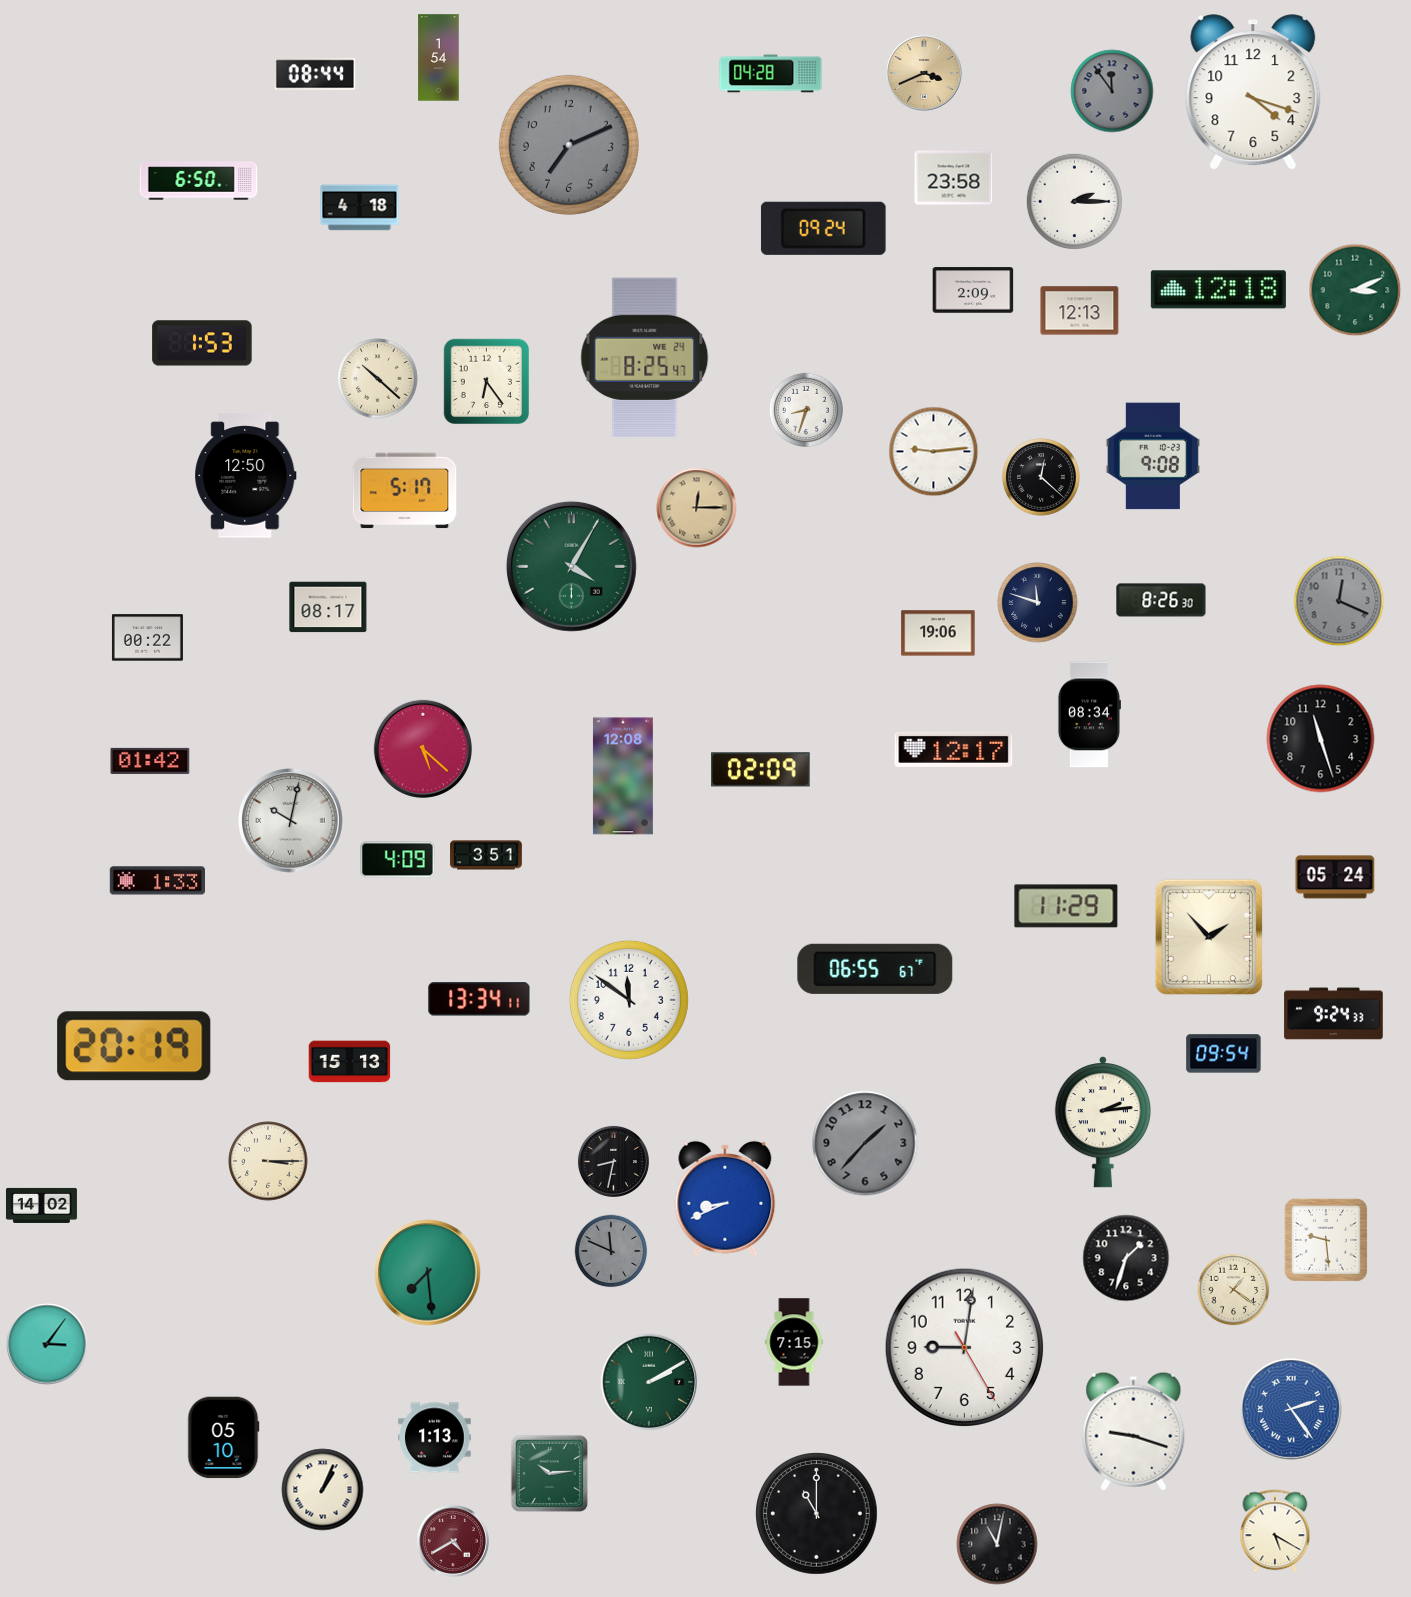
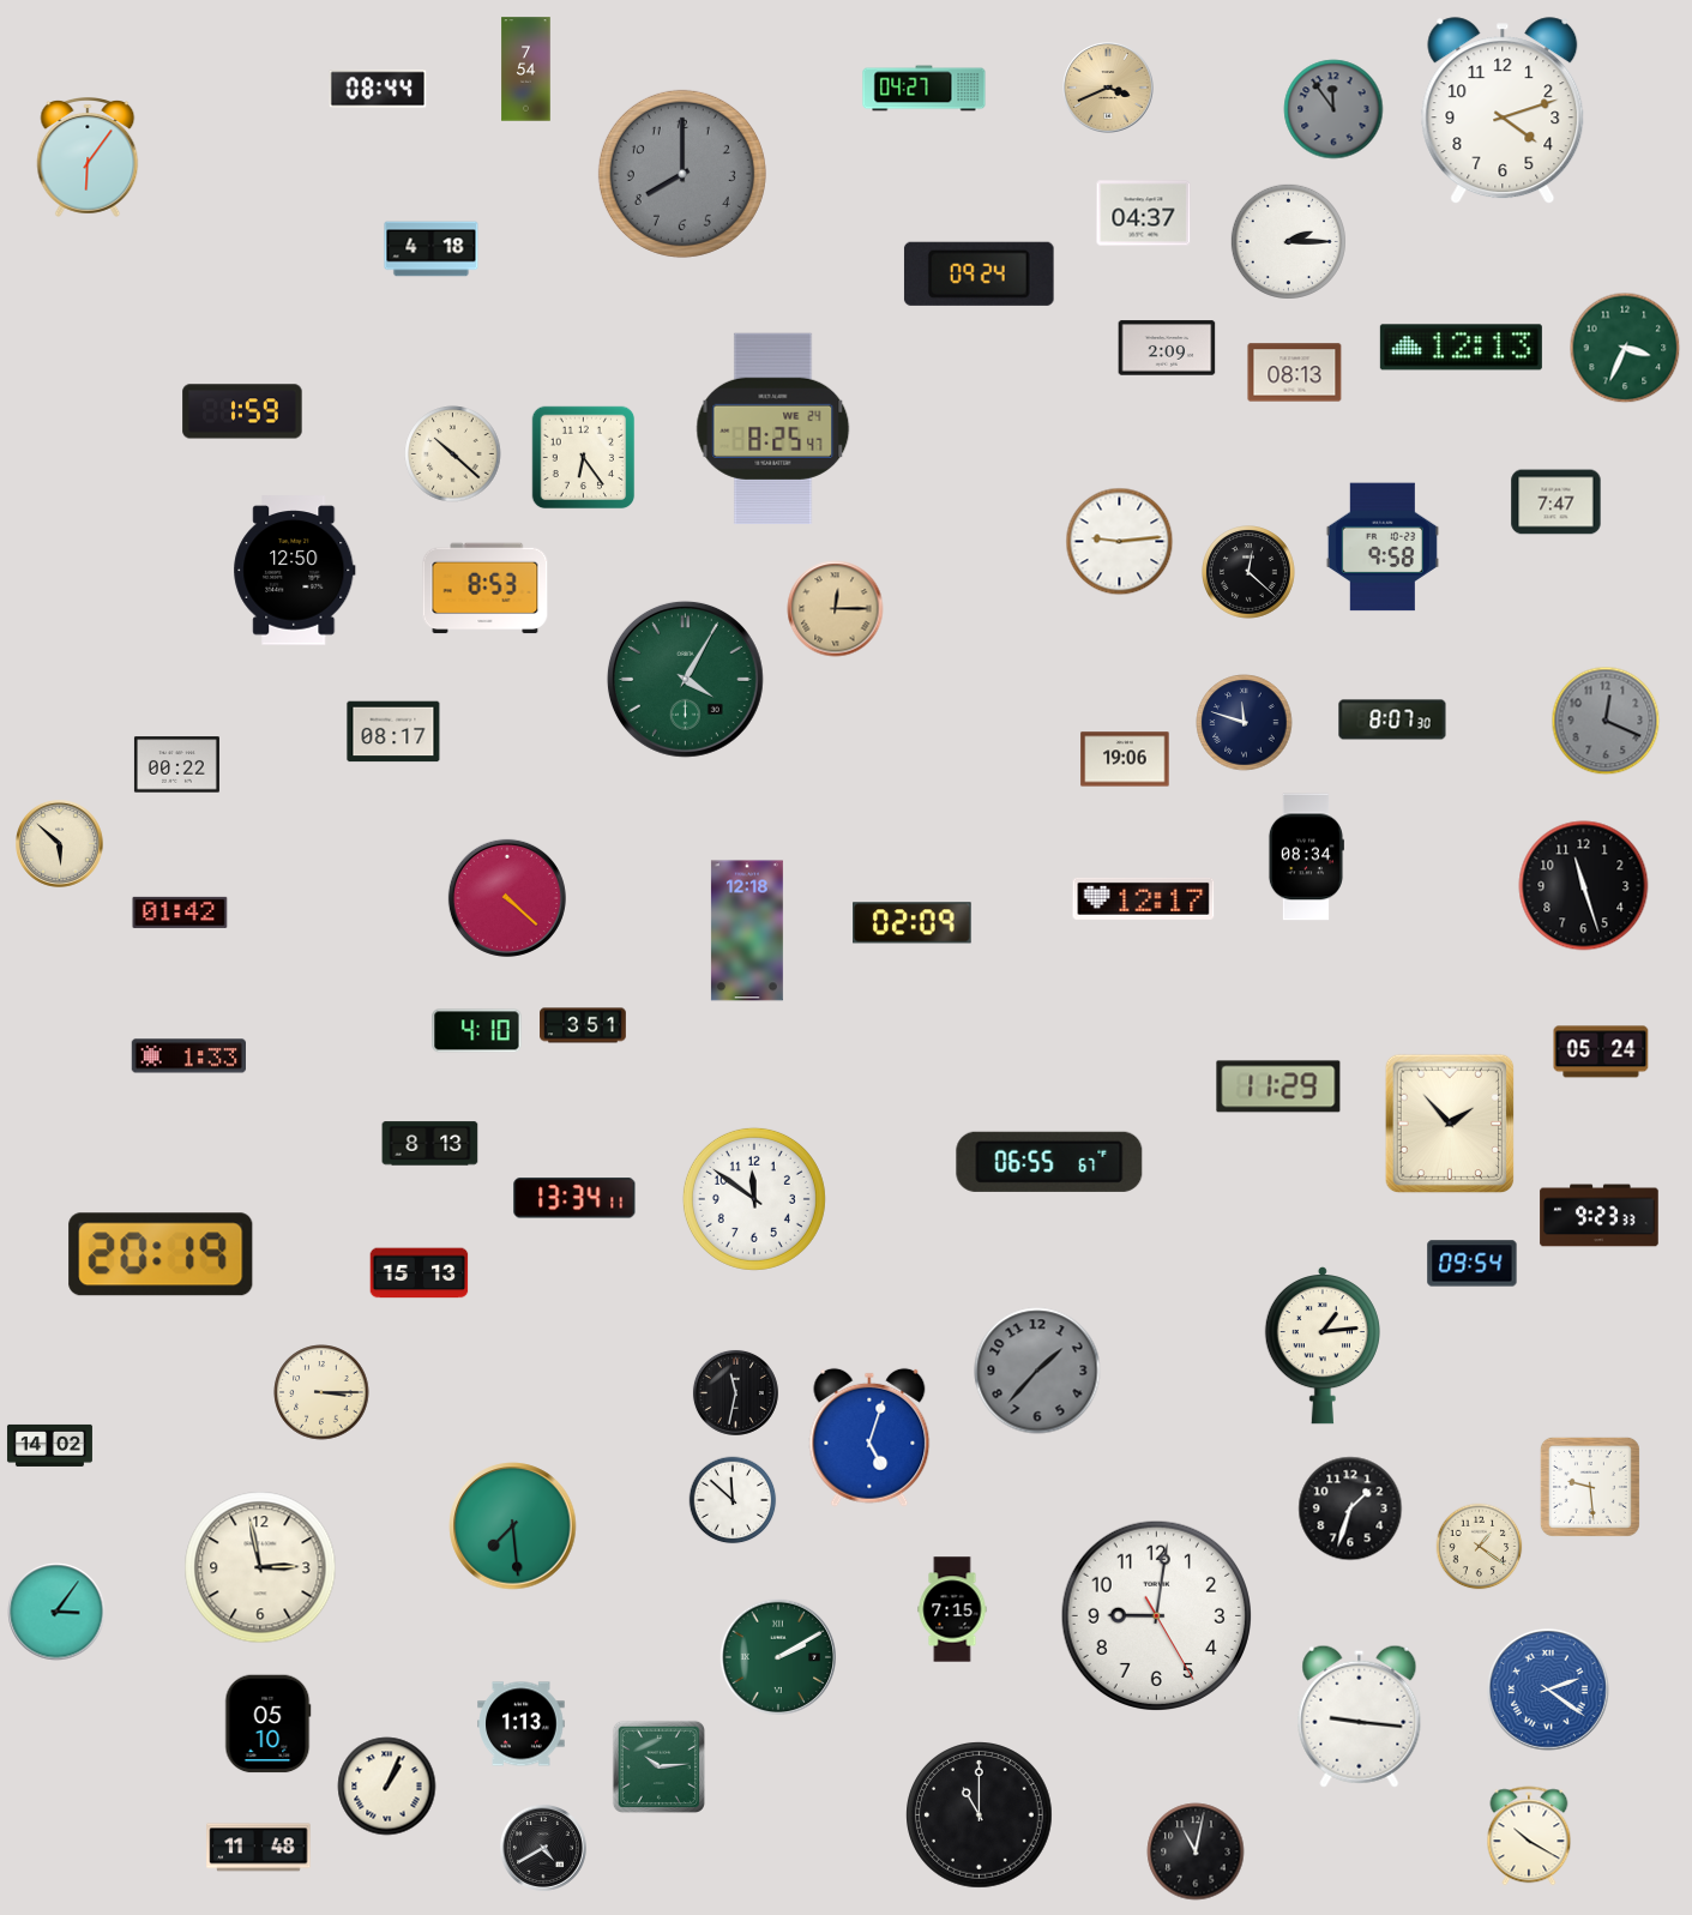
clock at (439, 58): 1:54 -> 7:54
clock at (771, 74): 04:28 -> 04:27
clock at (1253, 93): 4:18 -> 4:12
clock at (88, 158): none -> 6:06
clock at (569, 145): 7:11 -> 8:00
clock at (954, 178): 23:58 -> 04:37
clock at (199, 181): 6:50 -> none
clock at (823, 228) position: (823, 228) -> (979, 273)
clock at (1218, 290): 12:18 -> 12:13
clock at (1355, 290): 3:11 -> 3:34
clock at (1080, 311): 12:13 -> 08:13
clock at (202, 343): 1:53 -> 1:59
clock at (805, 409): 8:33 -> none
clock at (1556, 502): none -> 7:47
clock at (1153, 456): 9:08 -> 9:58
clock at (405, 491): 5:17 -> 8:53
clock at (1161, 600): 8:26 -> 8:07
clock at (328, 607) position: (328, 607) -> (393, 731)
clock at (60, 844): none -> 5:52
clock at (423, 749): 5:22 -> 4:22
clock at (623, 776): 12:08 -> 12:18
clock at (291, 821): 10:02 -> none
clock at (398, 860): 4:09 -> 4:10
clock at (430, 1144): none -> 8:13
clock at (1334, 1014): 9:24 -> 9:23
clock at (1224, 1054) position: (1224, 1054) -> (1473, 1264)
clock at (1103, 1122): 2:14 -> 1:14
clock at (613, 1161): 8:32 -> 11:32
clock at (725, 1199): 8:41 -> 5:03
clock at (611, 1251): 11:49 -> 11:52
clock at (611, 1251) dial: grey -> white
clock at (260, 1567): none -> 2:58
clock at (1291, 1409): 2:24 -> 2:21
clock at (1134, 1431): 9:18 -> 9:16
clock at (1275, 1531): 5:20 -> 10:20
clock at (259, 1848): none -> 11:48
clock at (453, 1541) dial: burgundy -> black
